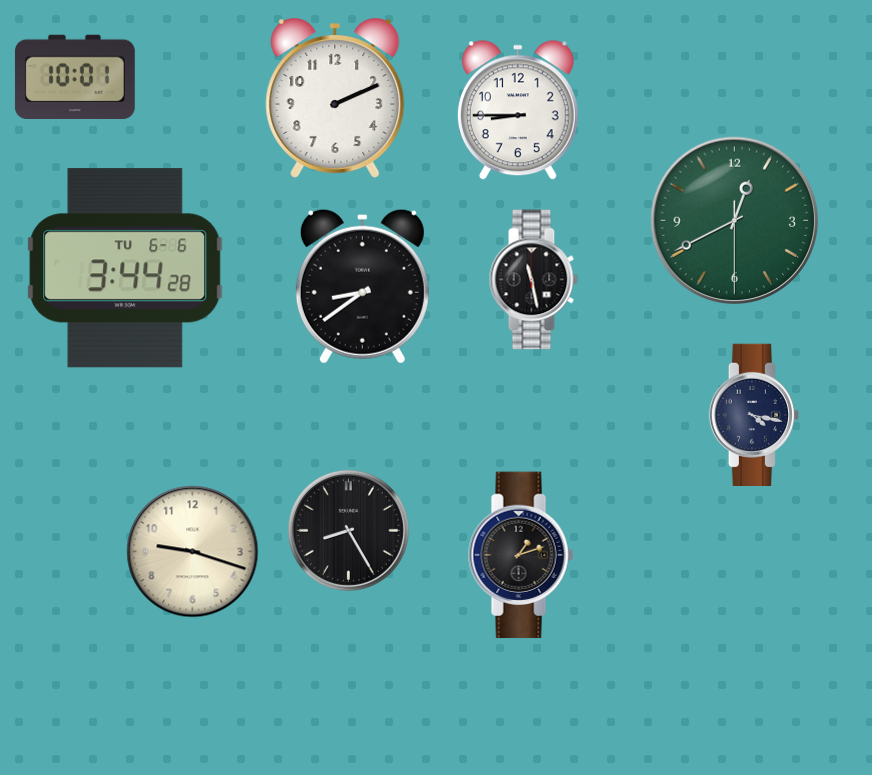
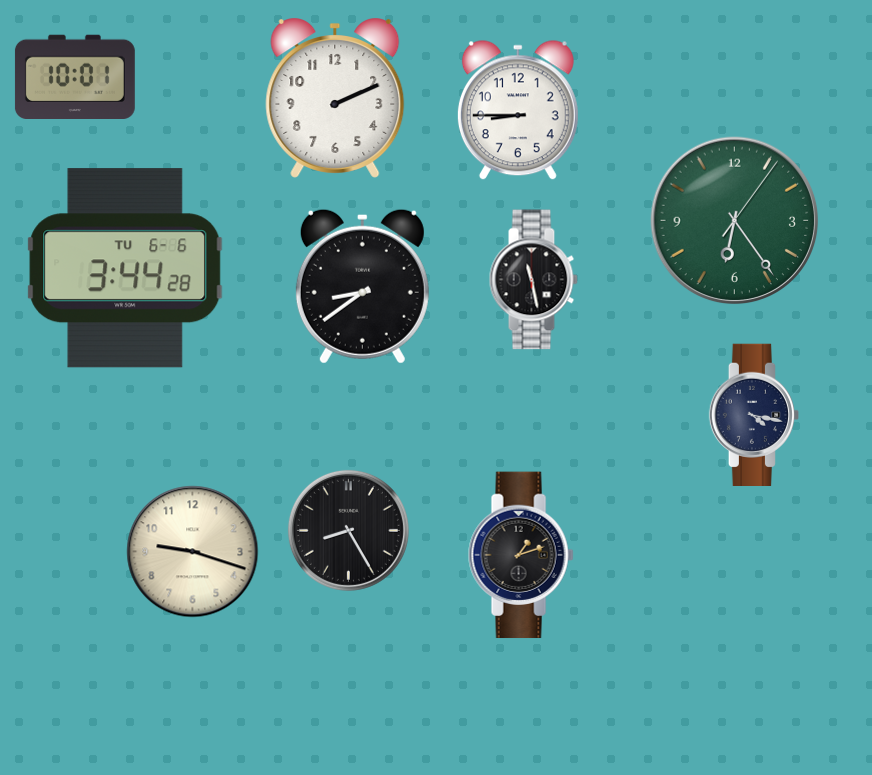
clock at (735, 221): 12:40 -> 6:24
